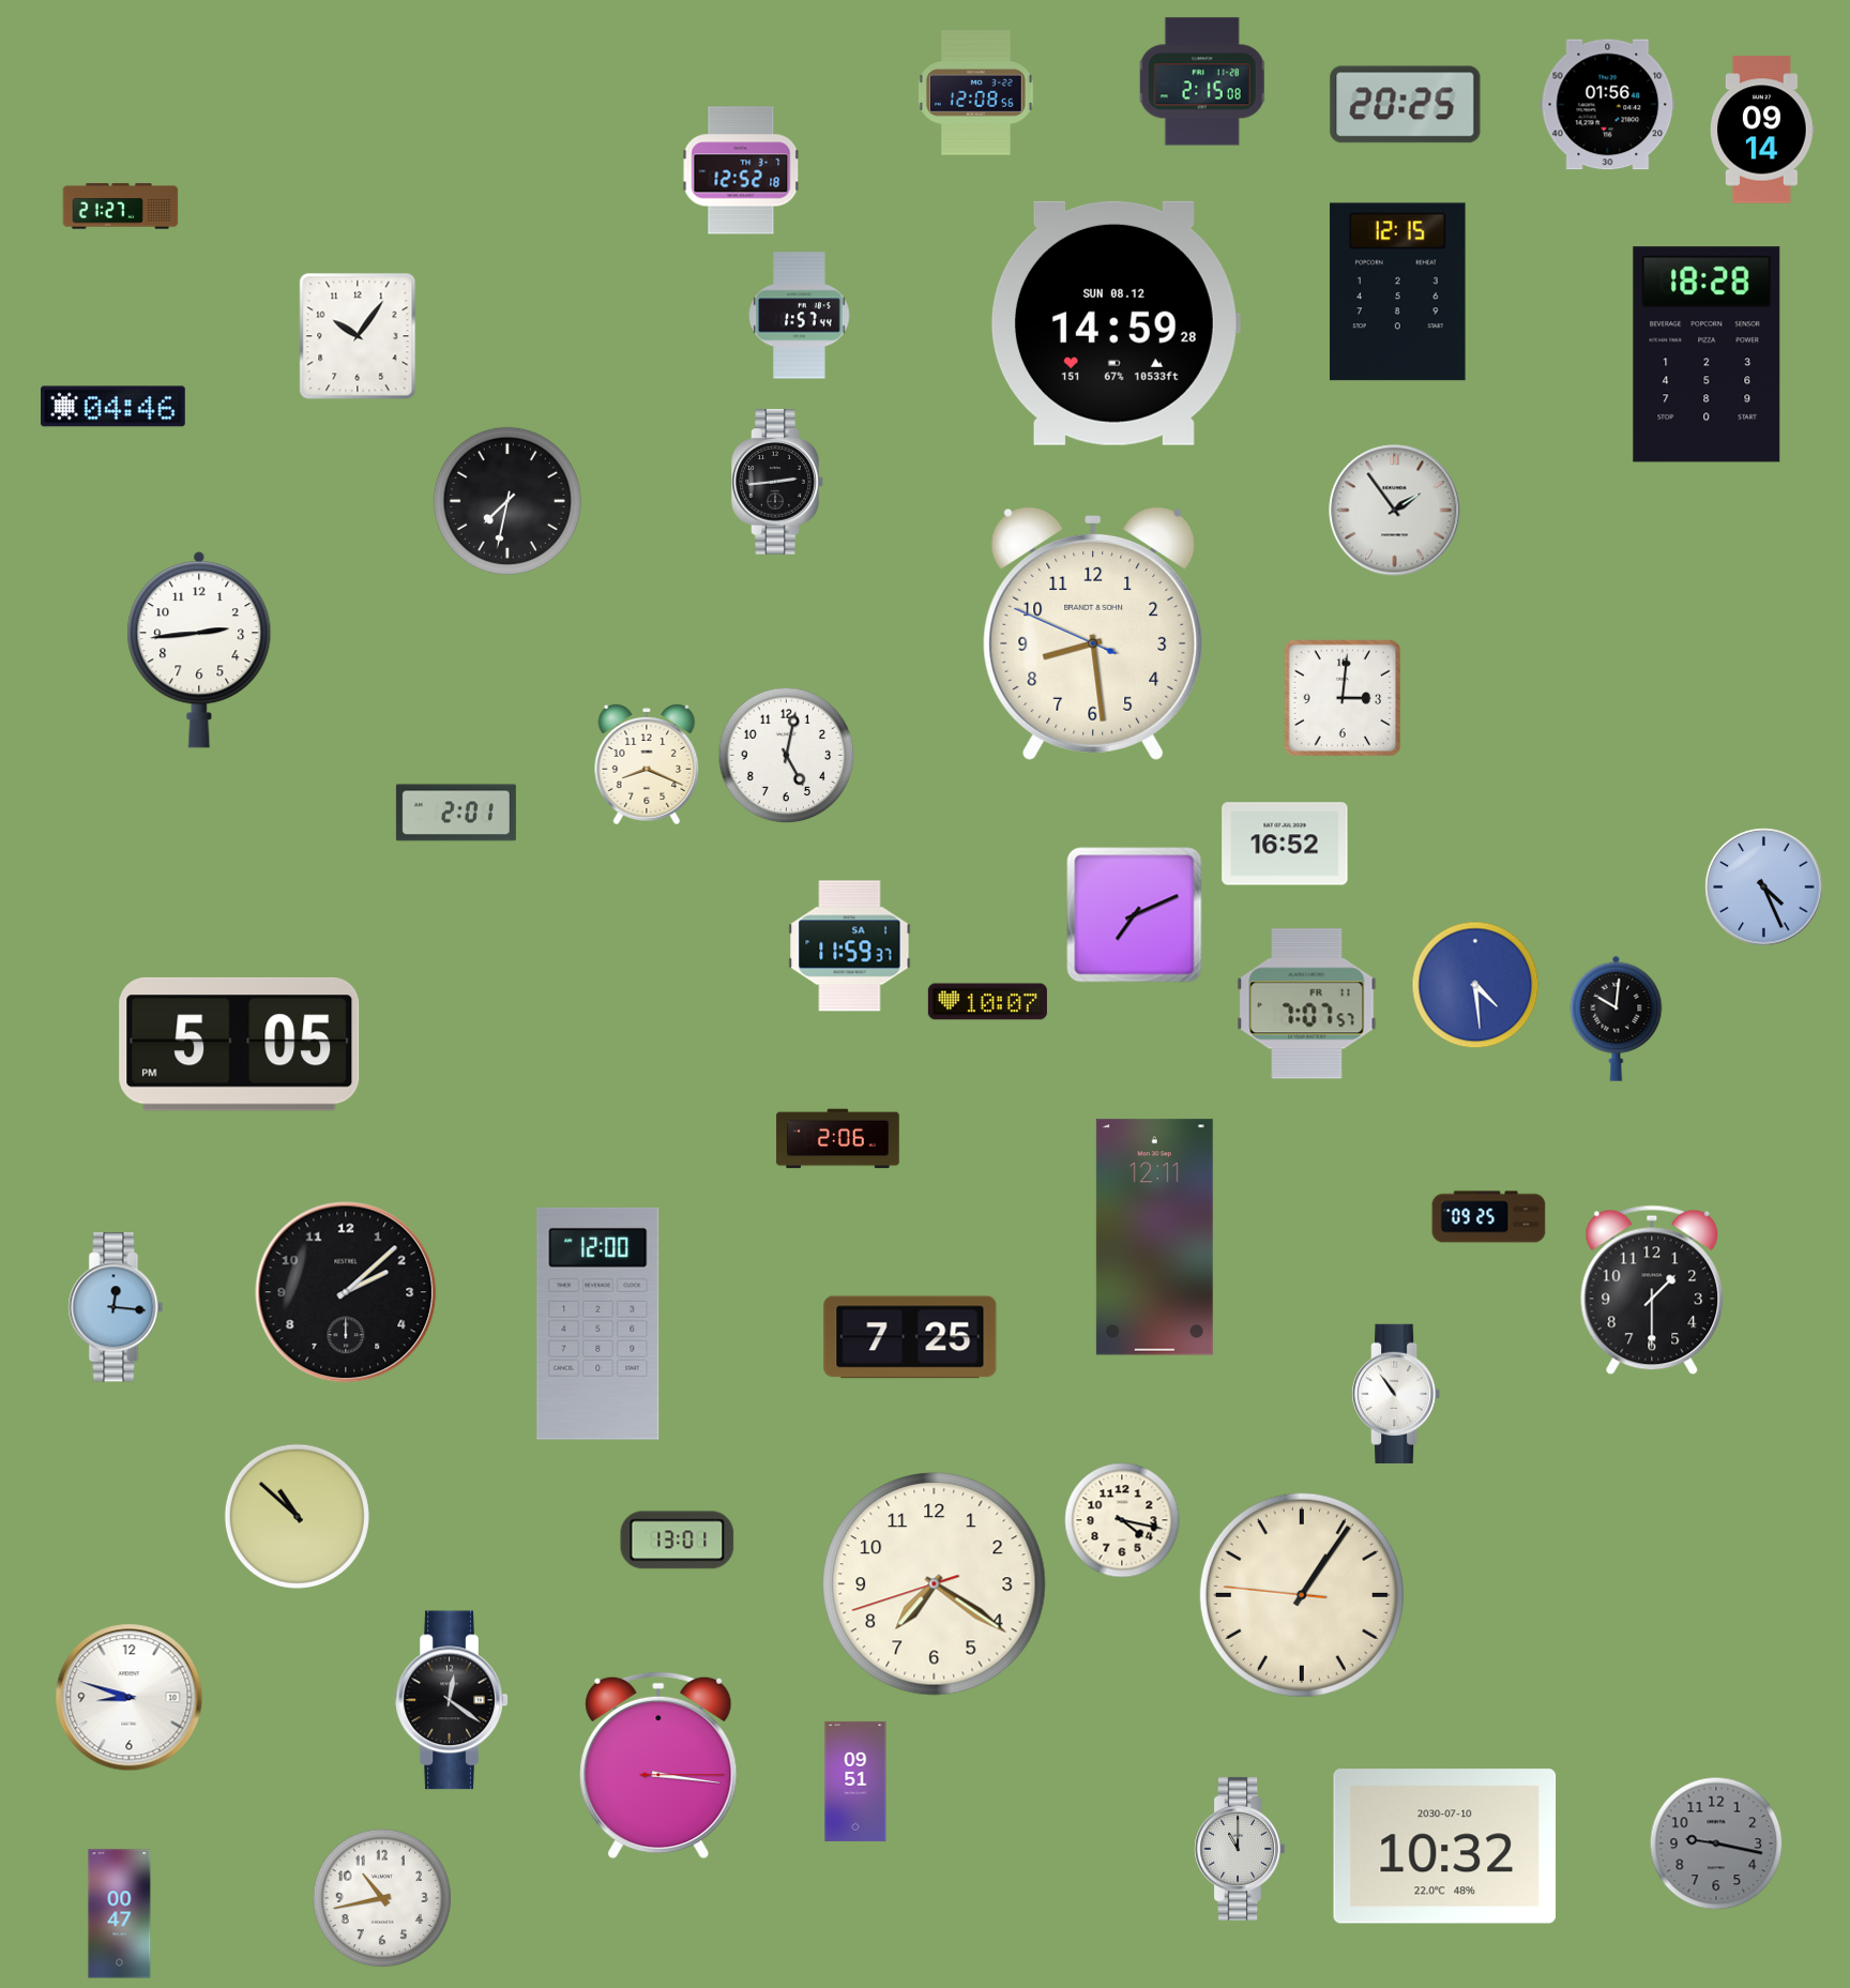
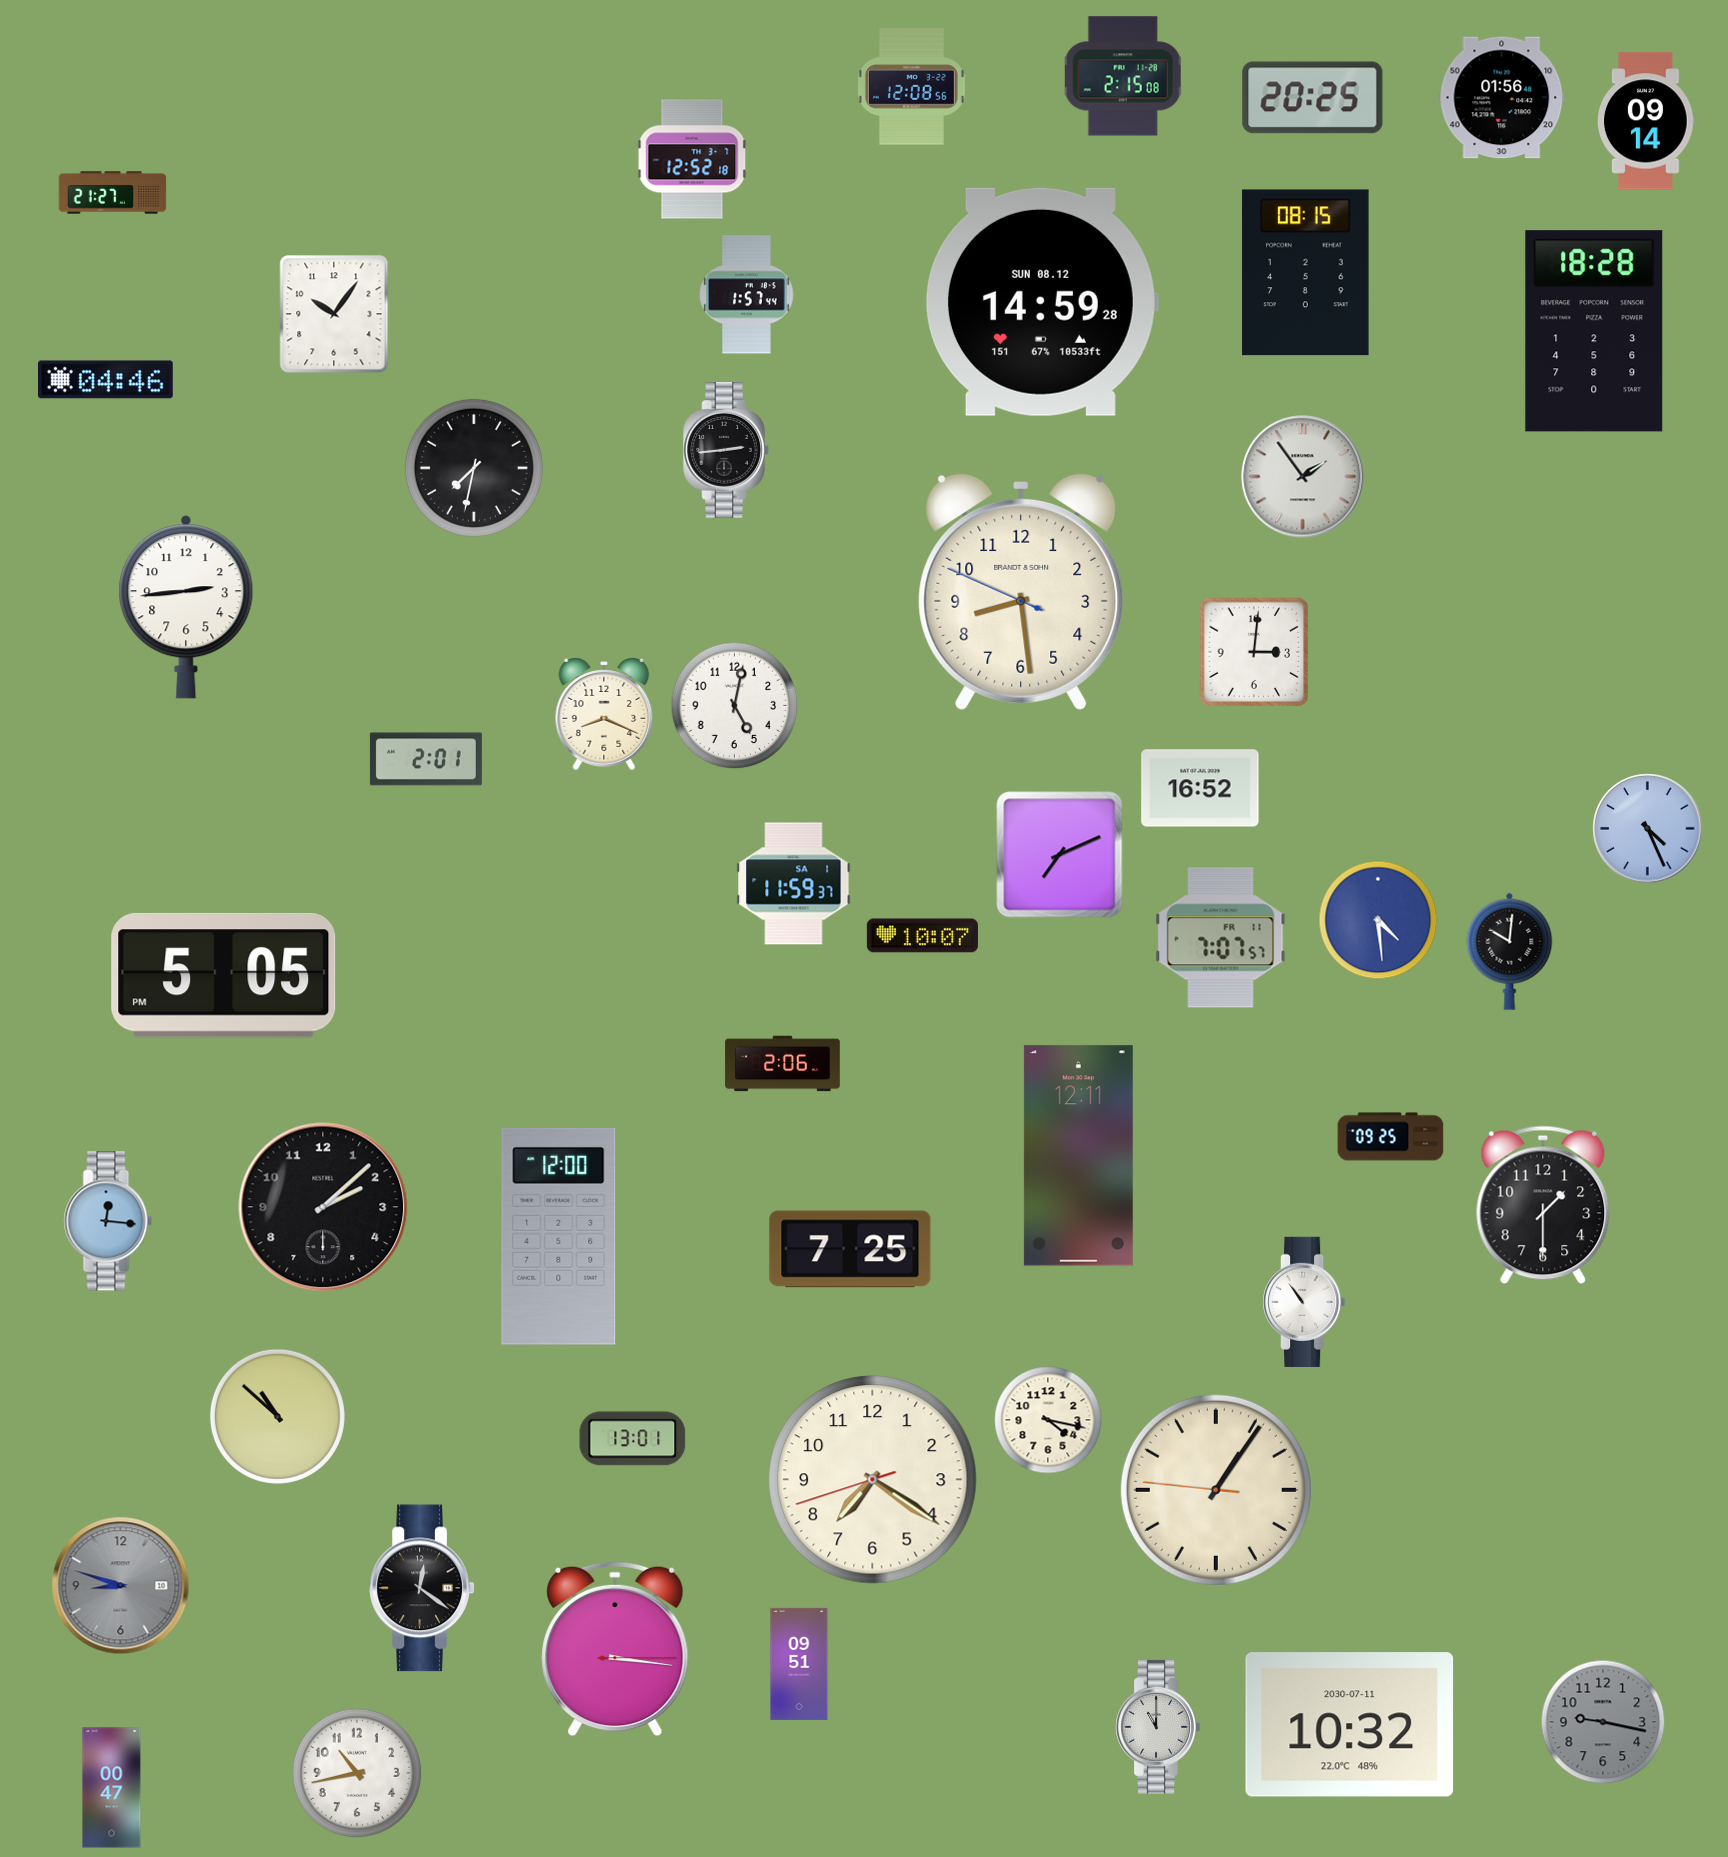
clock at (1398, 292): 12:15 -> 08:15
clock at (130, 1698) dial: white -> grey
clock at (1445, 1847) date: 2030-07-10 -> 2030-07-11
